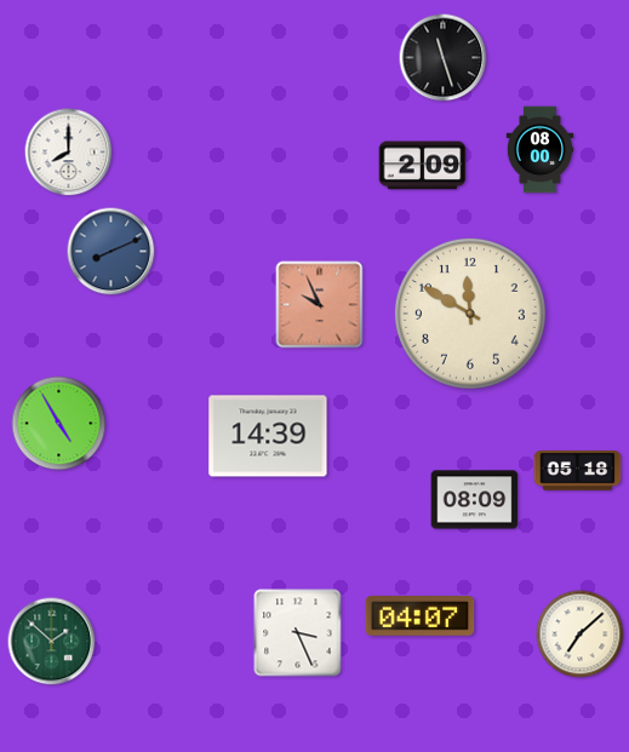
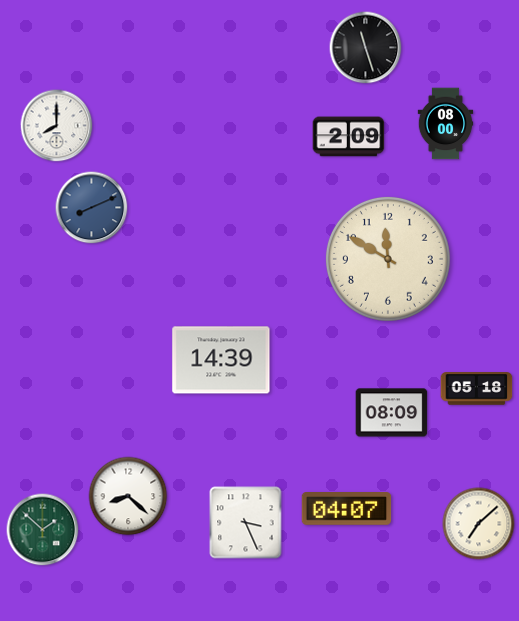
clock at (320, 305): 9:56 -> none
clock at (59, 424): 4:55 -> none
clock at (128, 496): none -> 8:22
